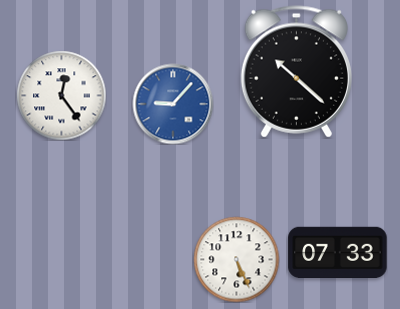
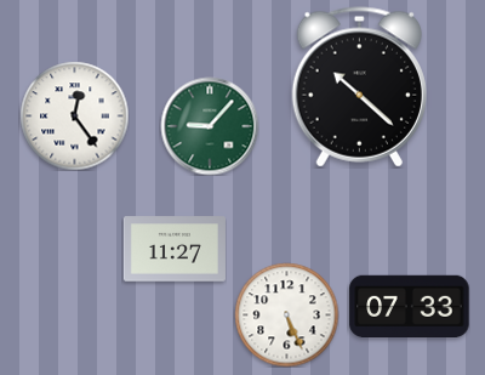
clock at (173, 104) dial: blue -> green
clock at (175, 249): none -> 11:27
